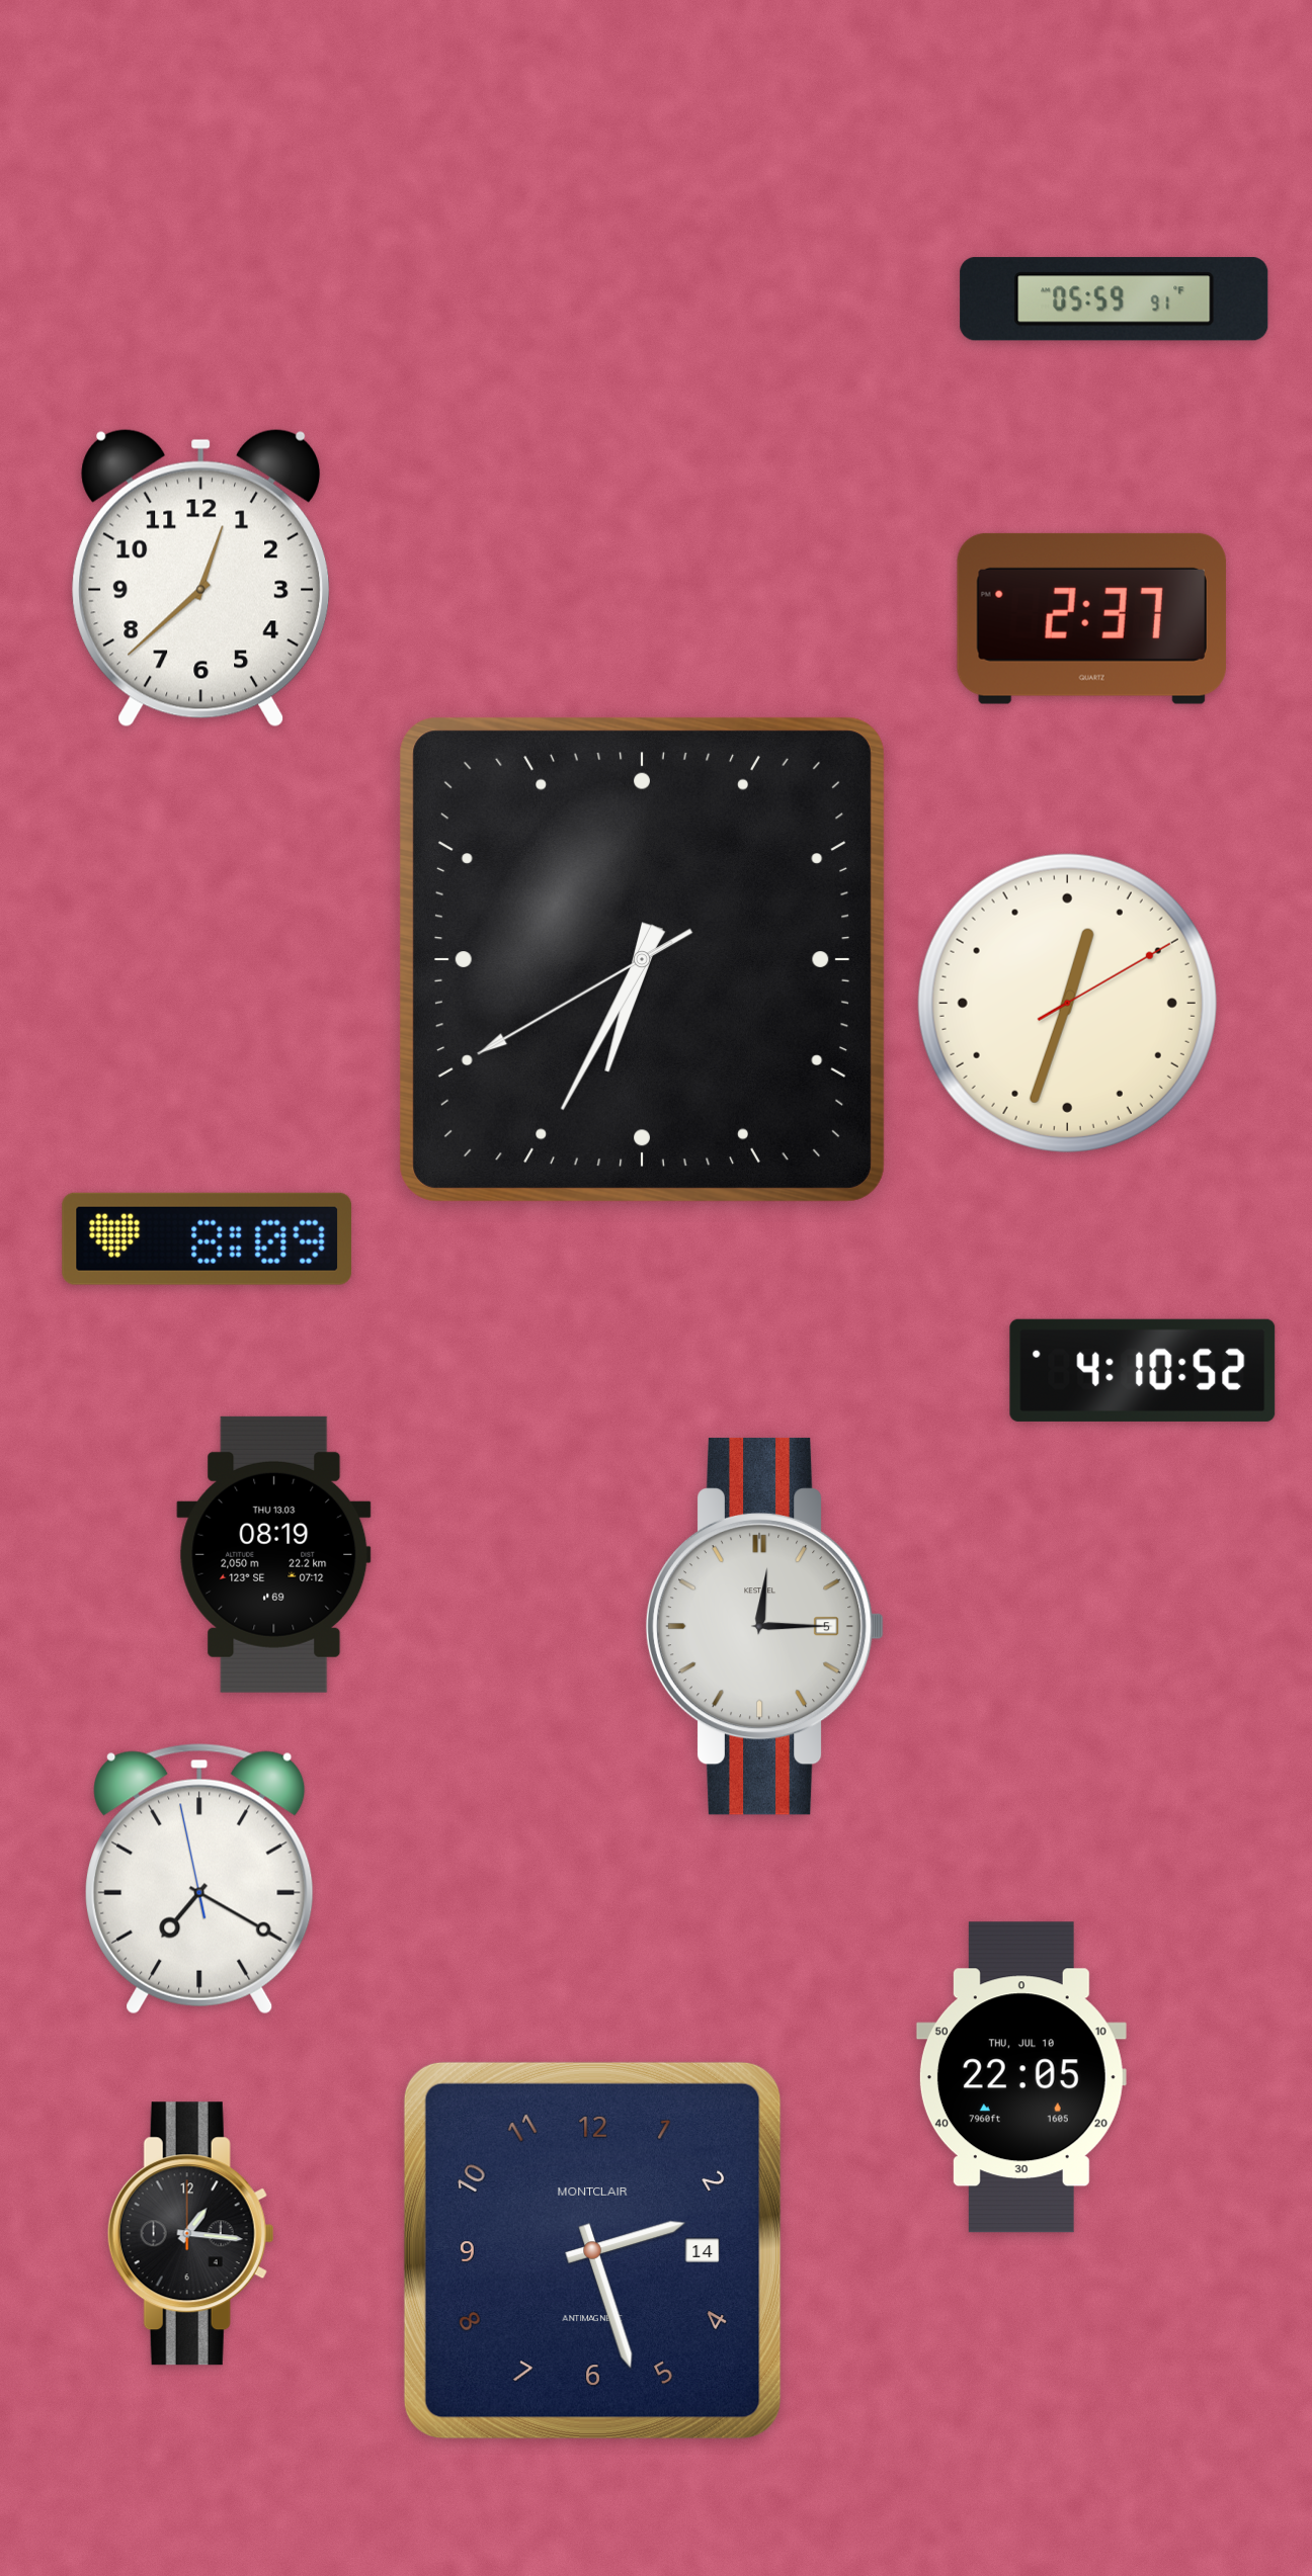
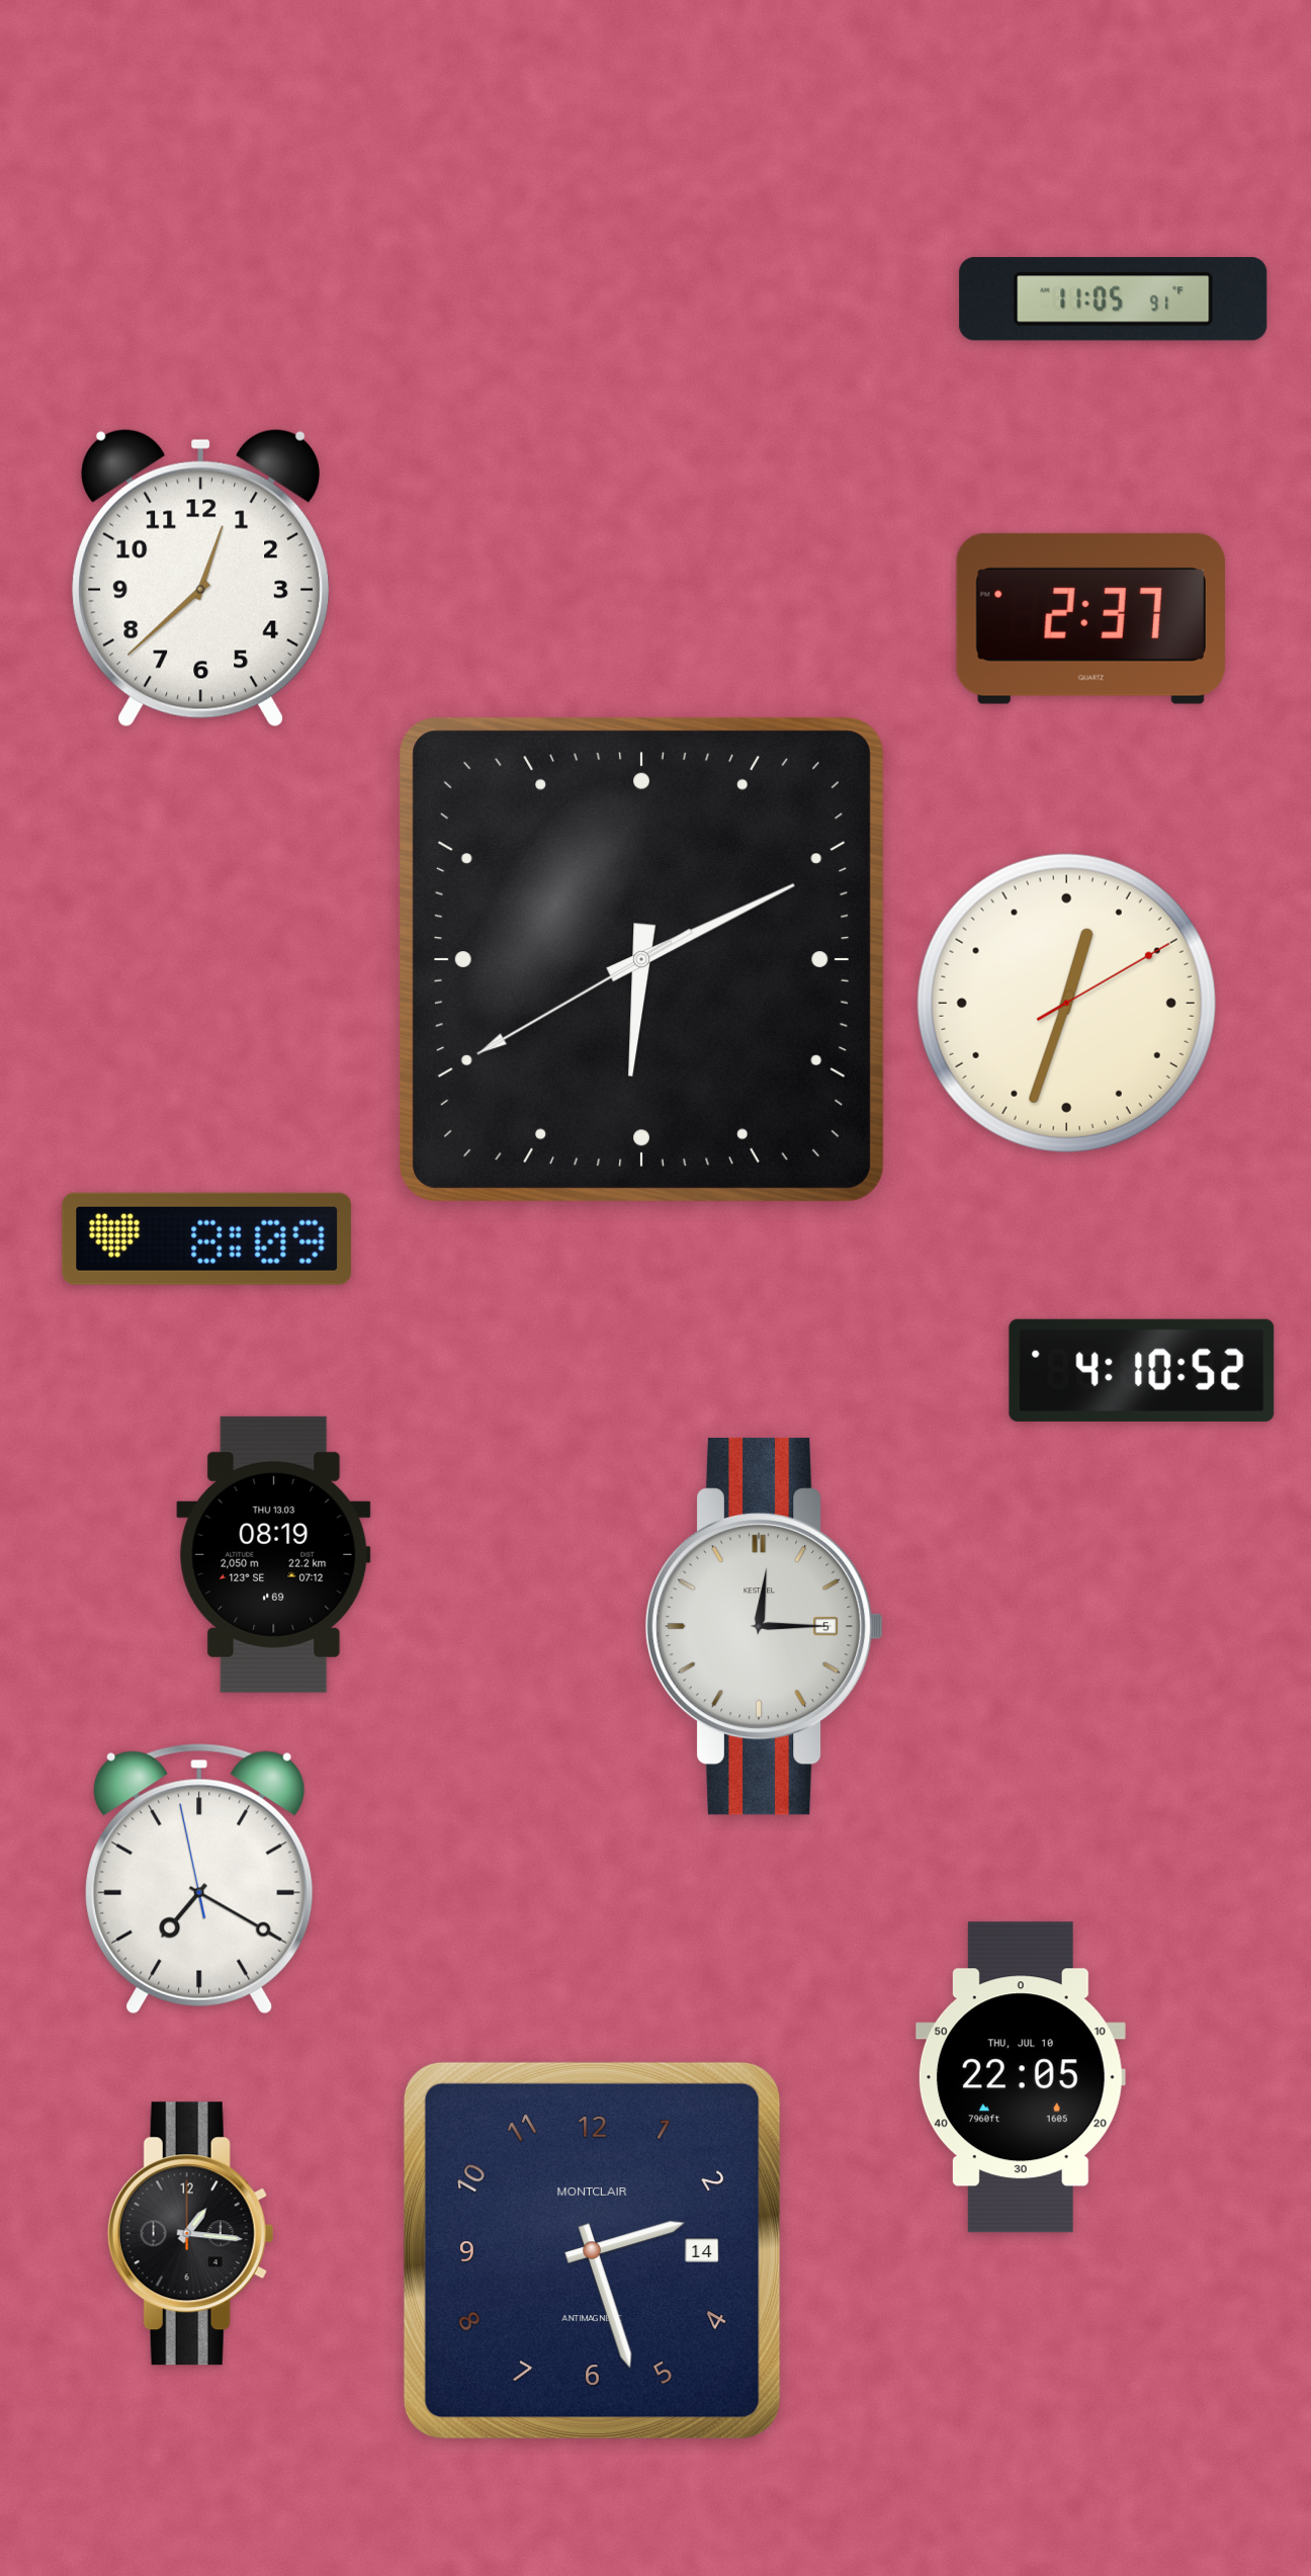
clock at (1115, 299): 05:59 -> 11:05
clock at (642, 959): 6:34 -> 6:10
